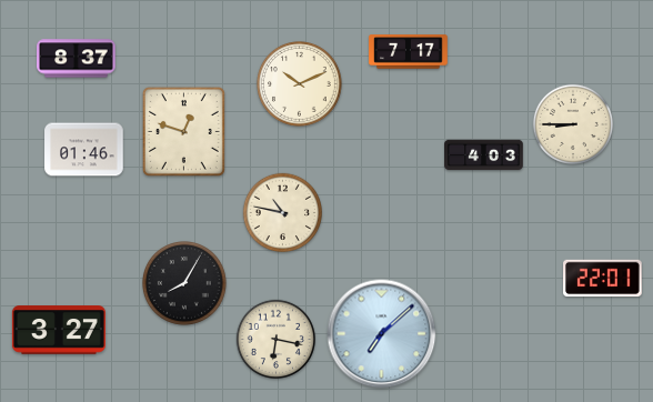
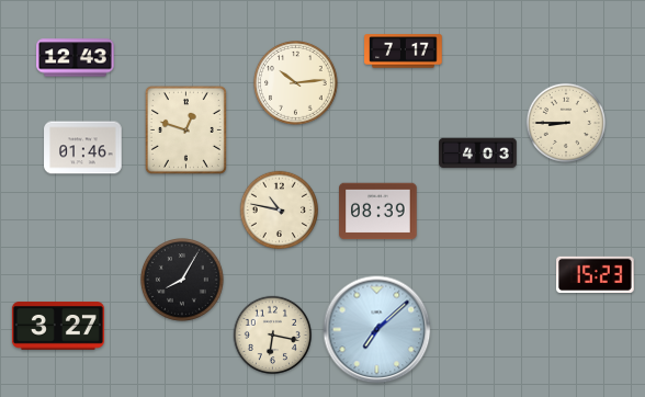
clock at (77, 59): 8:37 -> 12:43
clock at (300, 84): 10:11 -> 10:14
clock at (183, 131) position: (183, 131) -> (185, 129)
clock at (378, 212): none -> 08:39
clock at (603, 278): 22:01 -> 15:23
